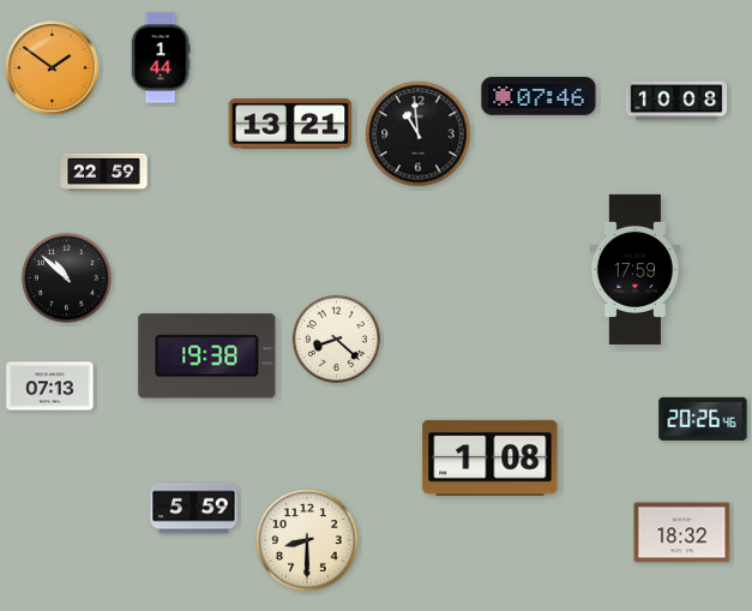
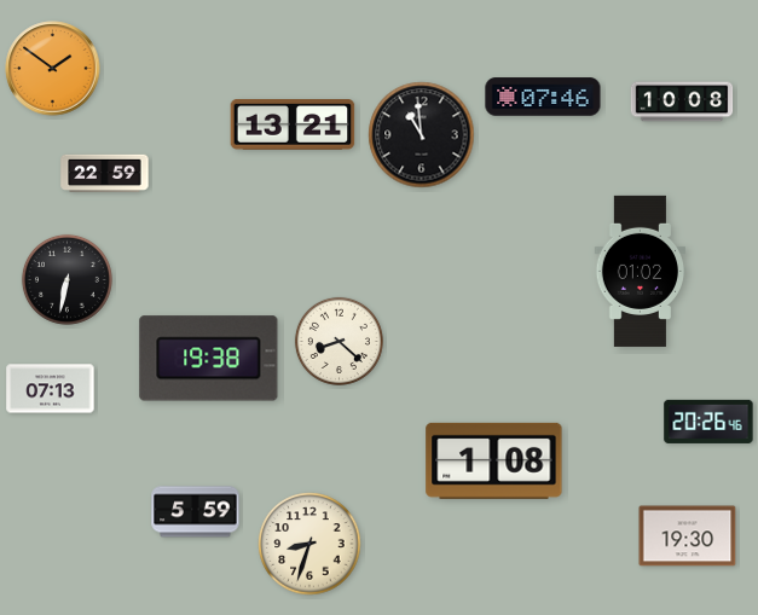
clock at (161, 58): 1:44 -> none
clock at (636, 269): 17:59 -> 01:02
clock at (66, 277): 10:52 -> 6:32
clock at (682, 533): 18:32 -> 19:30
clock at (307, 540): 8:30 -> 8:33
